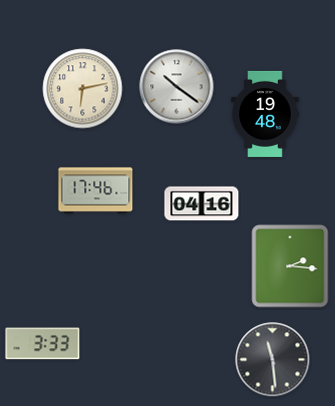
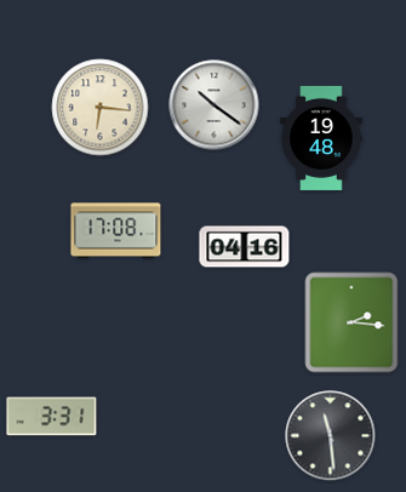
clock at (83, 89): 6:13 -> 6:16
clock at (96, 191): 17:46 -> 17:08
clock at (43, 344): 3:33 -> 3:31
